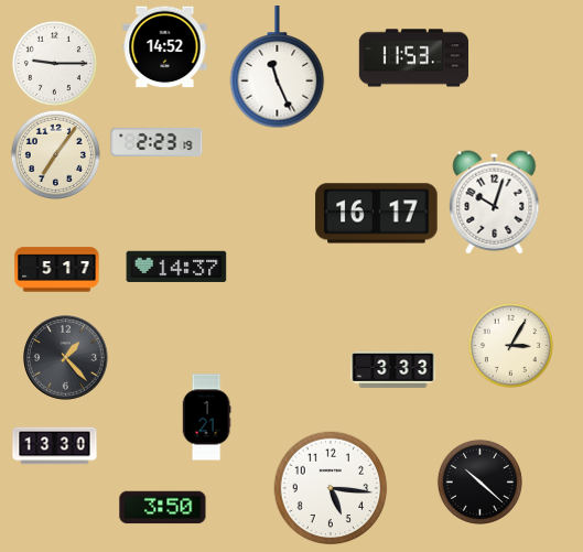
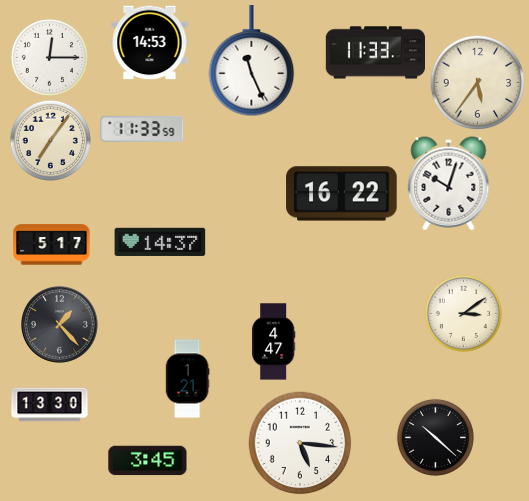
clock at (165, 47): 14:52 -> 14:53
clock at (413, 58): 11:53 -> 11:33
clock at (54, 63): 9:15 -> 12:15
clock at (477, 82): none -> 5:36
clock at (156, 142): 2:23 -> 11:33
clock at (377, 214): 16:17 -> 16:22
clock at (510, 345): 3:05 -> 3:09
clock at (393, 369): 3:33 -> none
clock at (274, 342): none -> 4:47
clock at (163, 508): 3:50 -> 3:45
